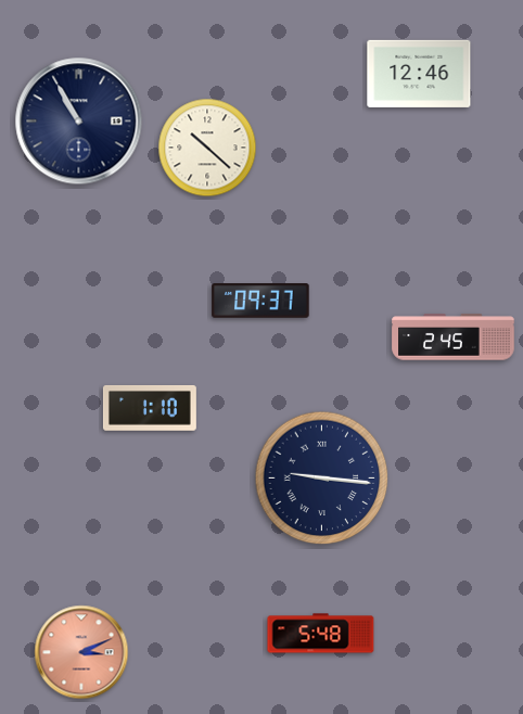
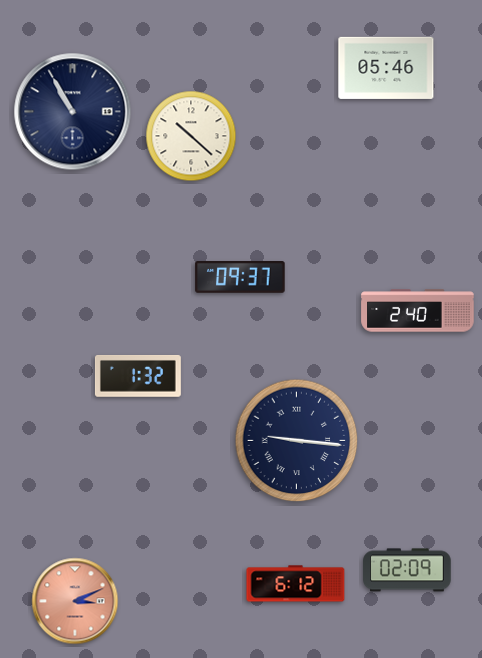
clock at (419, 74): 12:46 -> 05:46
clock at (454, 337): 2:45 -> 2:40
clock at (150, 408): 1:10 -> 1:32
clock at (407, 570): none -> 02:09
clock at (321, 634): 5:48 -> 6:12
